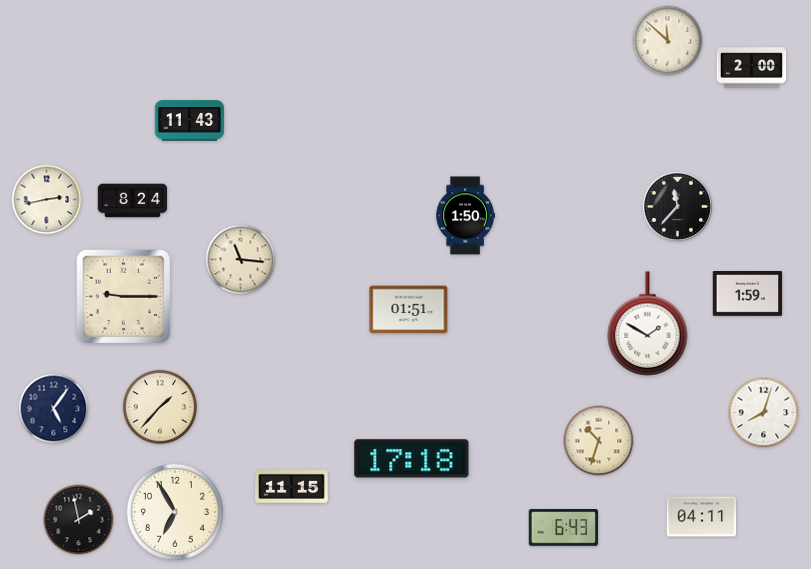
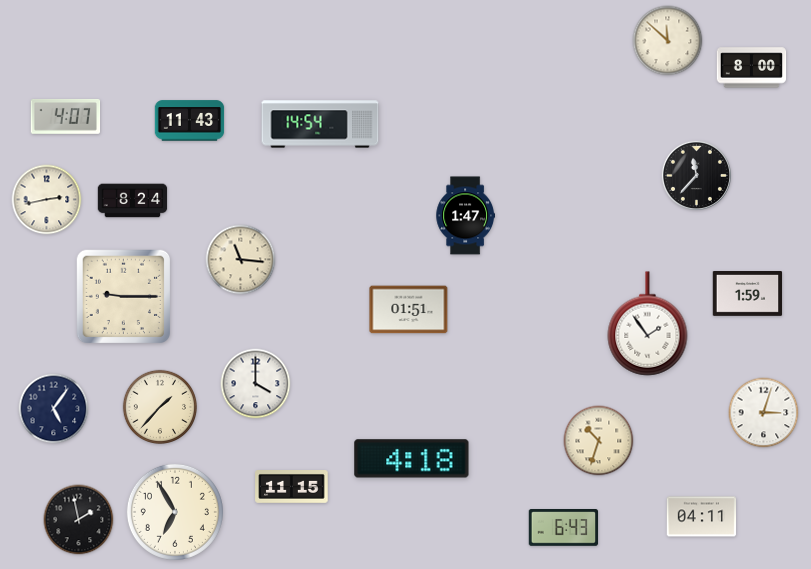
clock at (752, 68): 2:00 -> 8:00
clock at (66, 117): none -> 4:07
clock at (320, 124): none -> 14:54
clock at (677, 206) position: (677, 206) -> (696, 175)
clock at (465, 216): 1:50 -> 1:47
clock at (648, 324): 1:50 -> 1:54
clock at (256, 384): none -> 4:00
clock at (764, 413): 8:03 -> 3:03
clock at (412, 459): 17:18 -> 4:18
